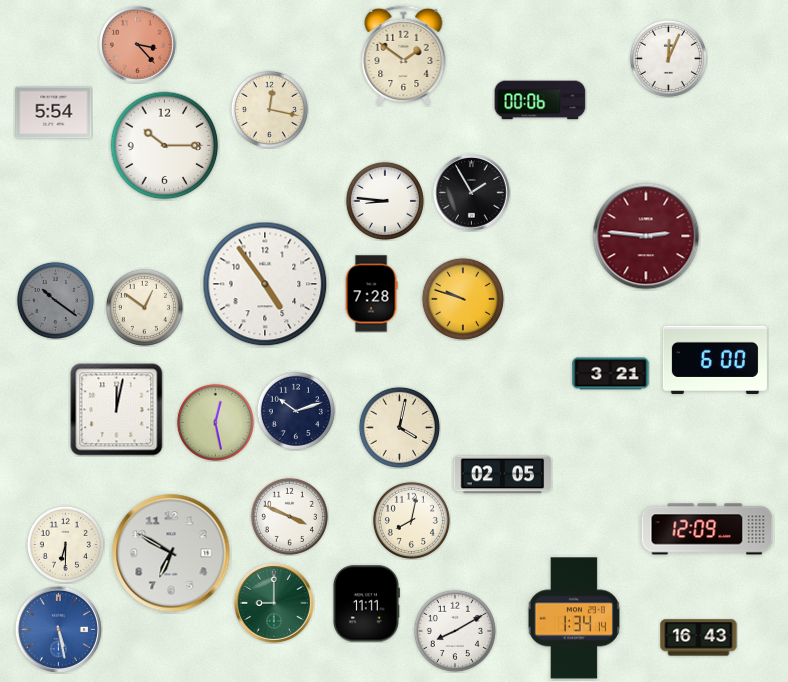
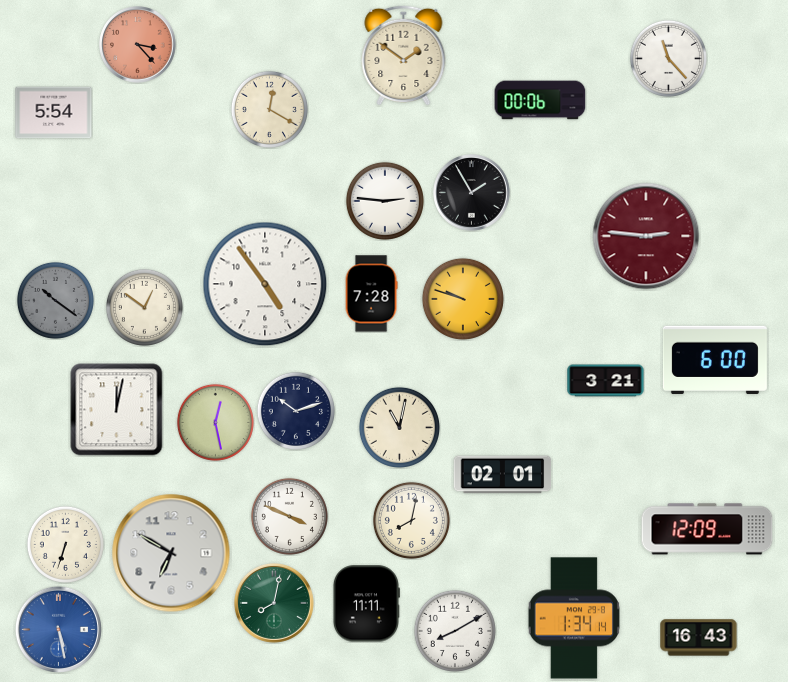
clock at (668, 58): 12:04 -> 11:23
clock at (269, 109): 12:17 -> 12:20
clock at (165, 146): 10:15 -> none
clock at (385, 201): 8:46 -> 2:46
clock at (611, 374) position: (611, 374) -> (606, 381)
clock at (399, 427): 4:02 -> 11:02
clock at (503, 475): 02:05 -> 02:01
clock at (65, 544): 6:30 -> 6:33
clock at (274, 603): 9:00 -> 8:02
